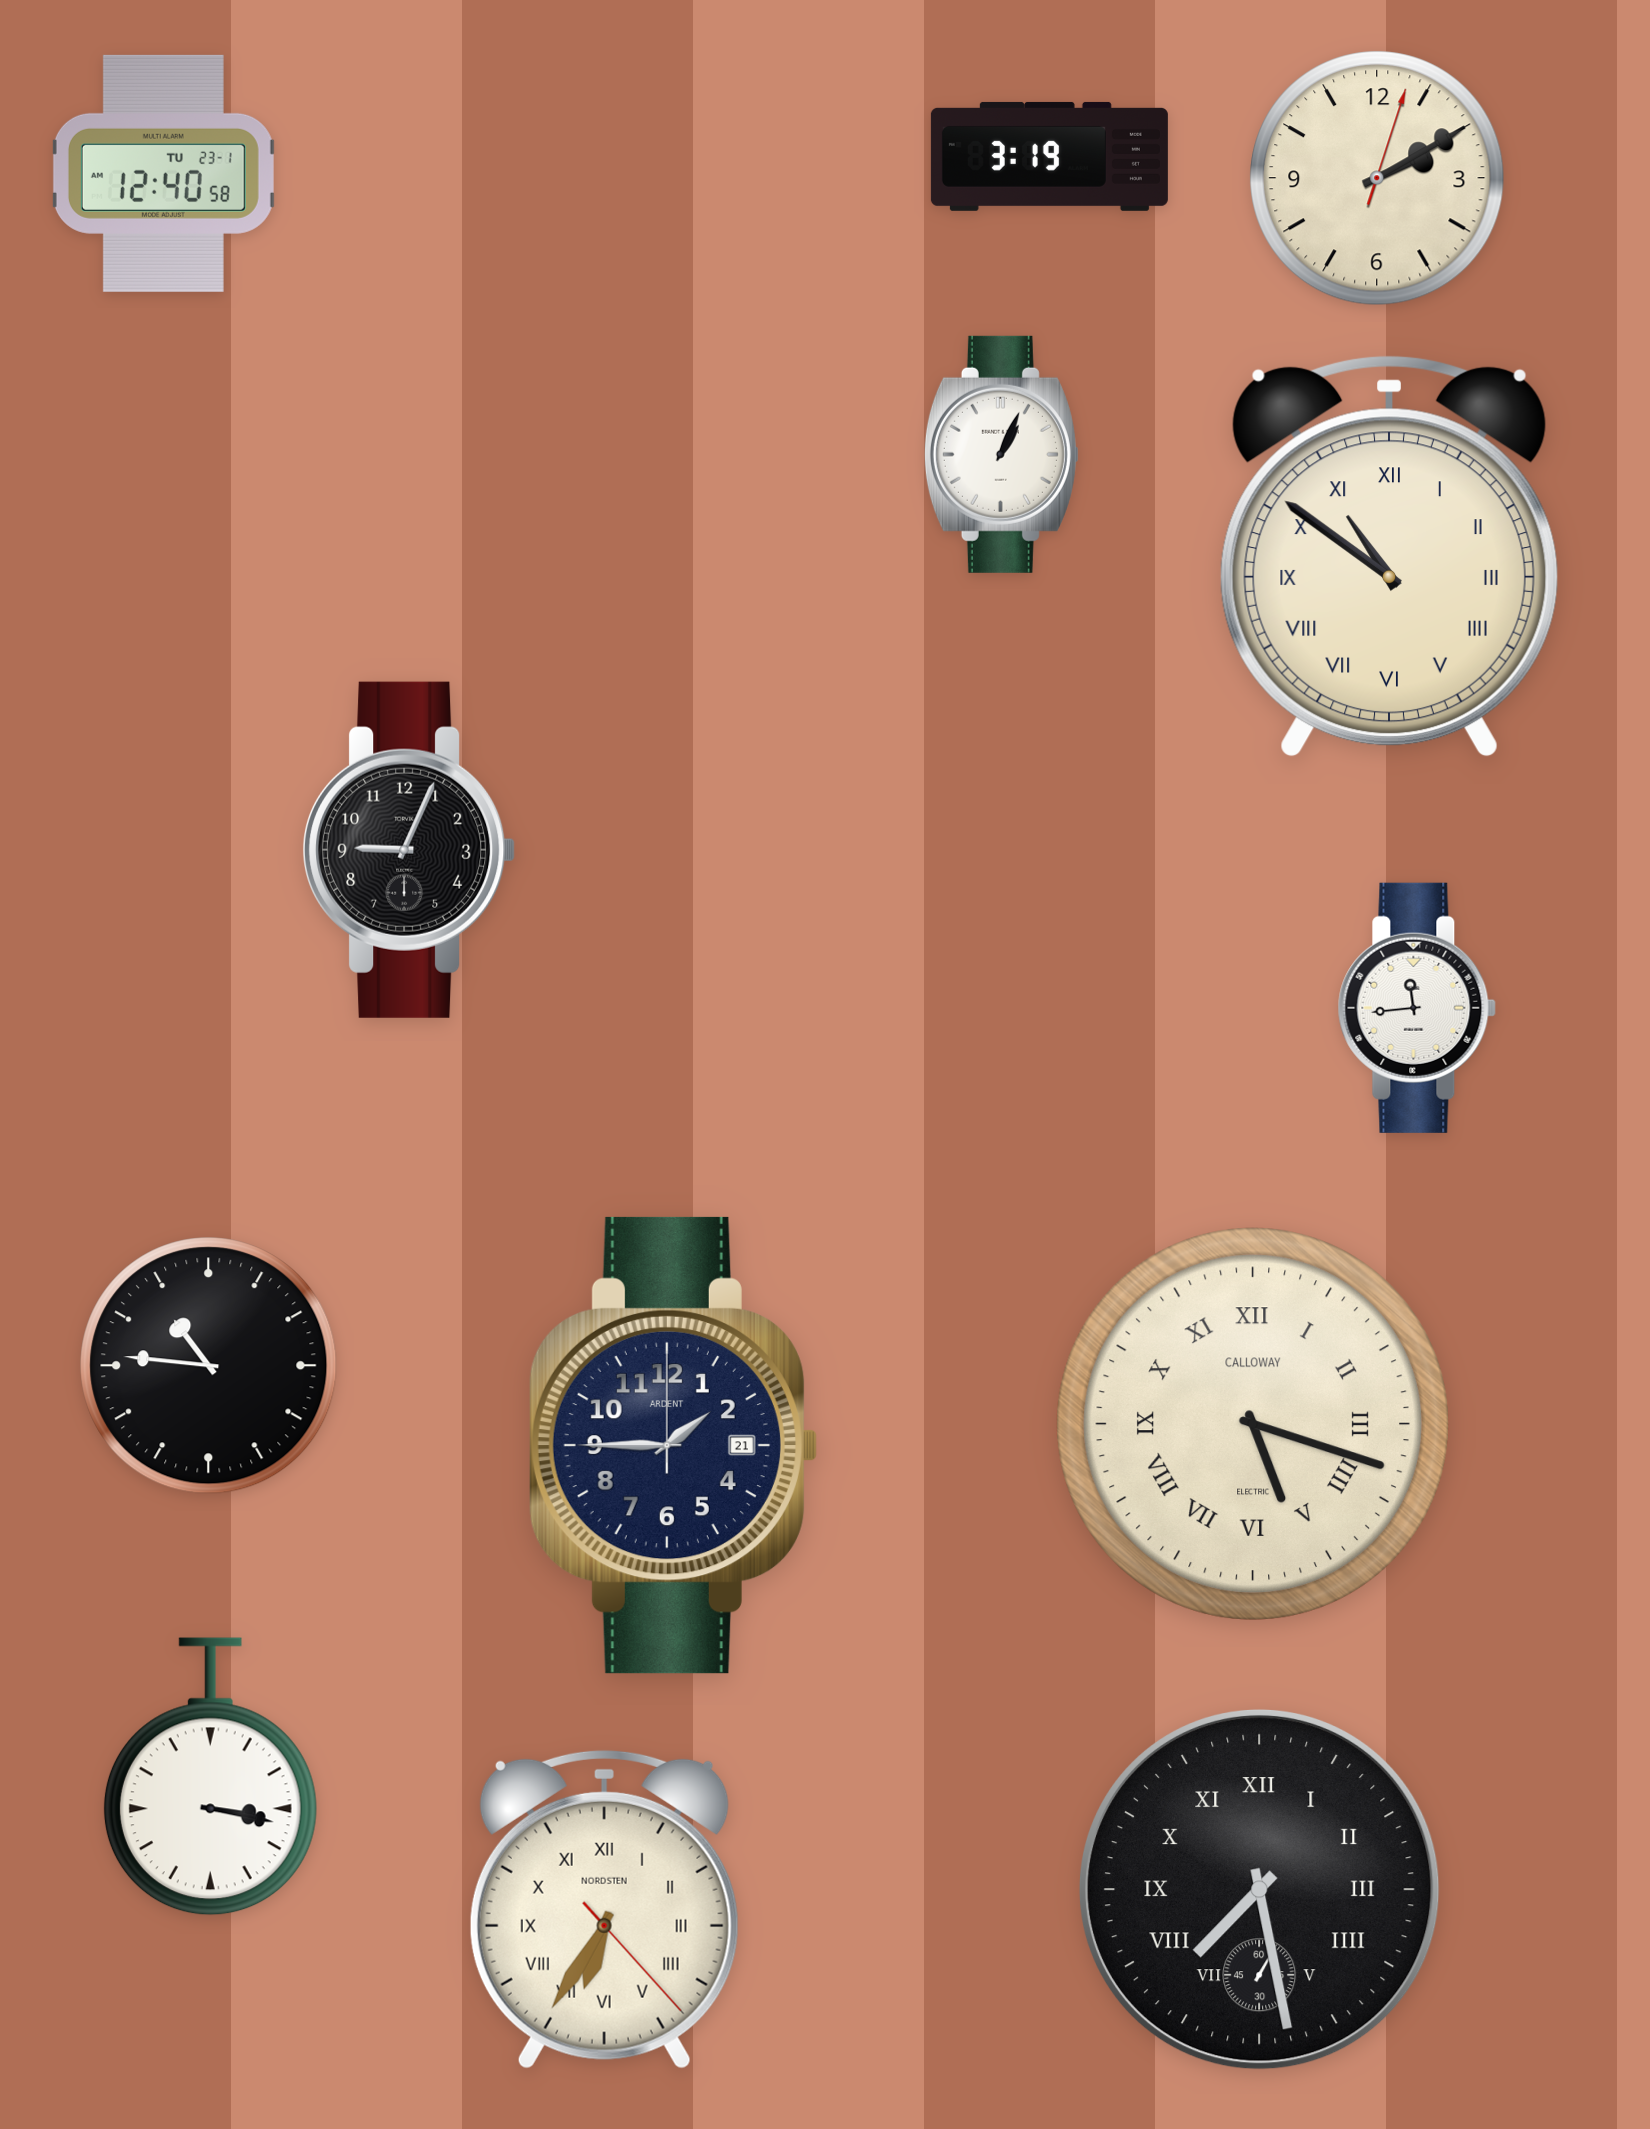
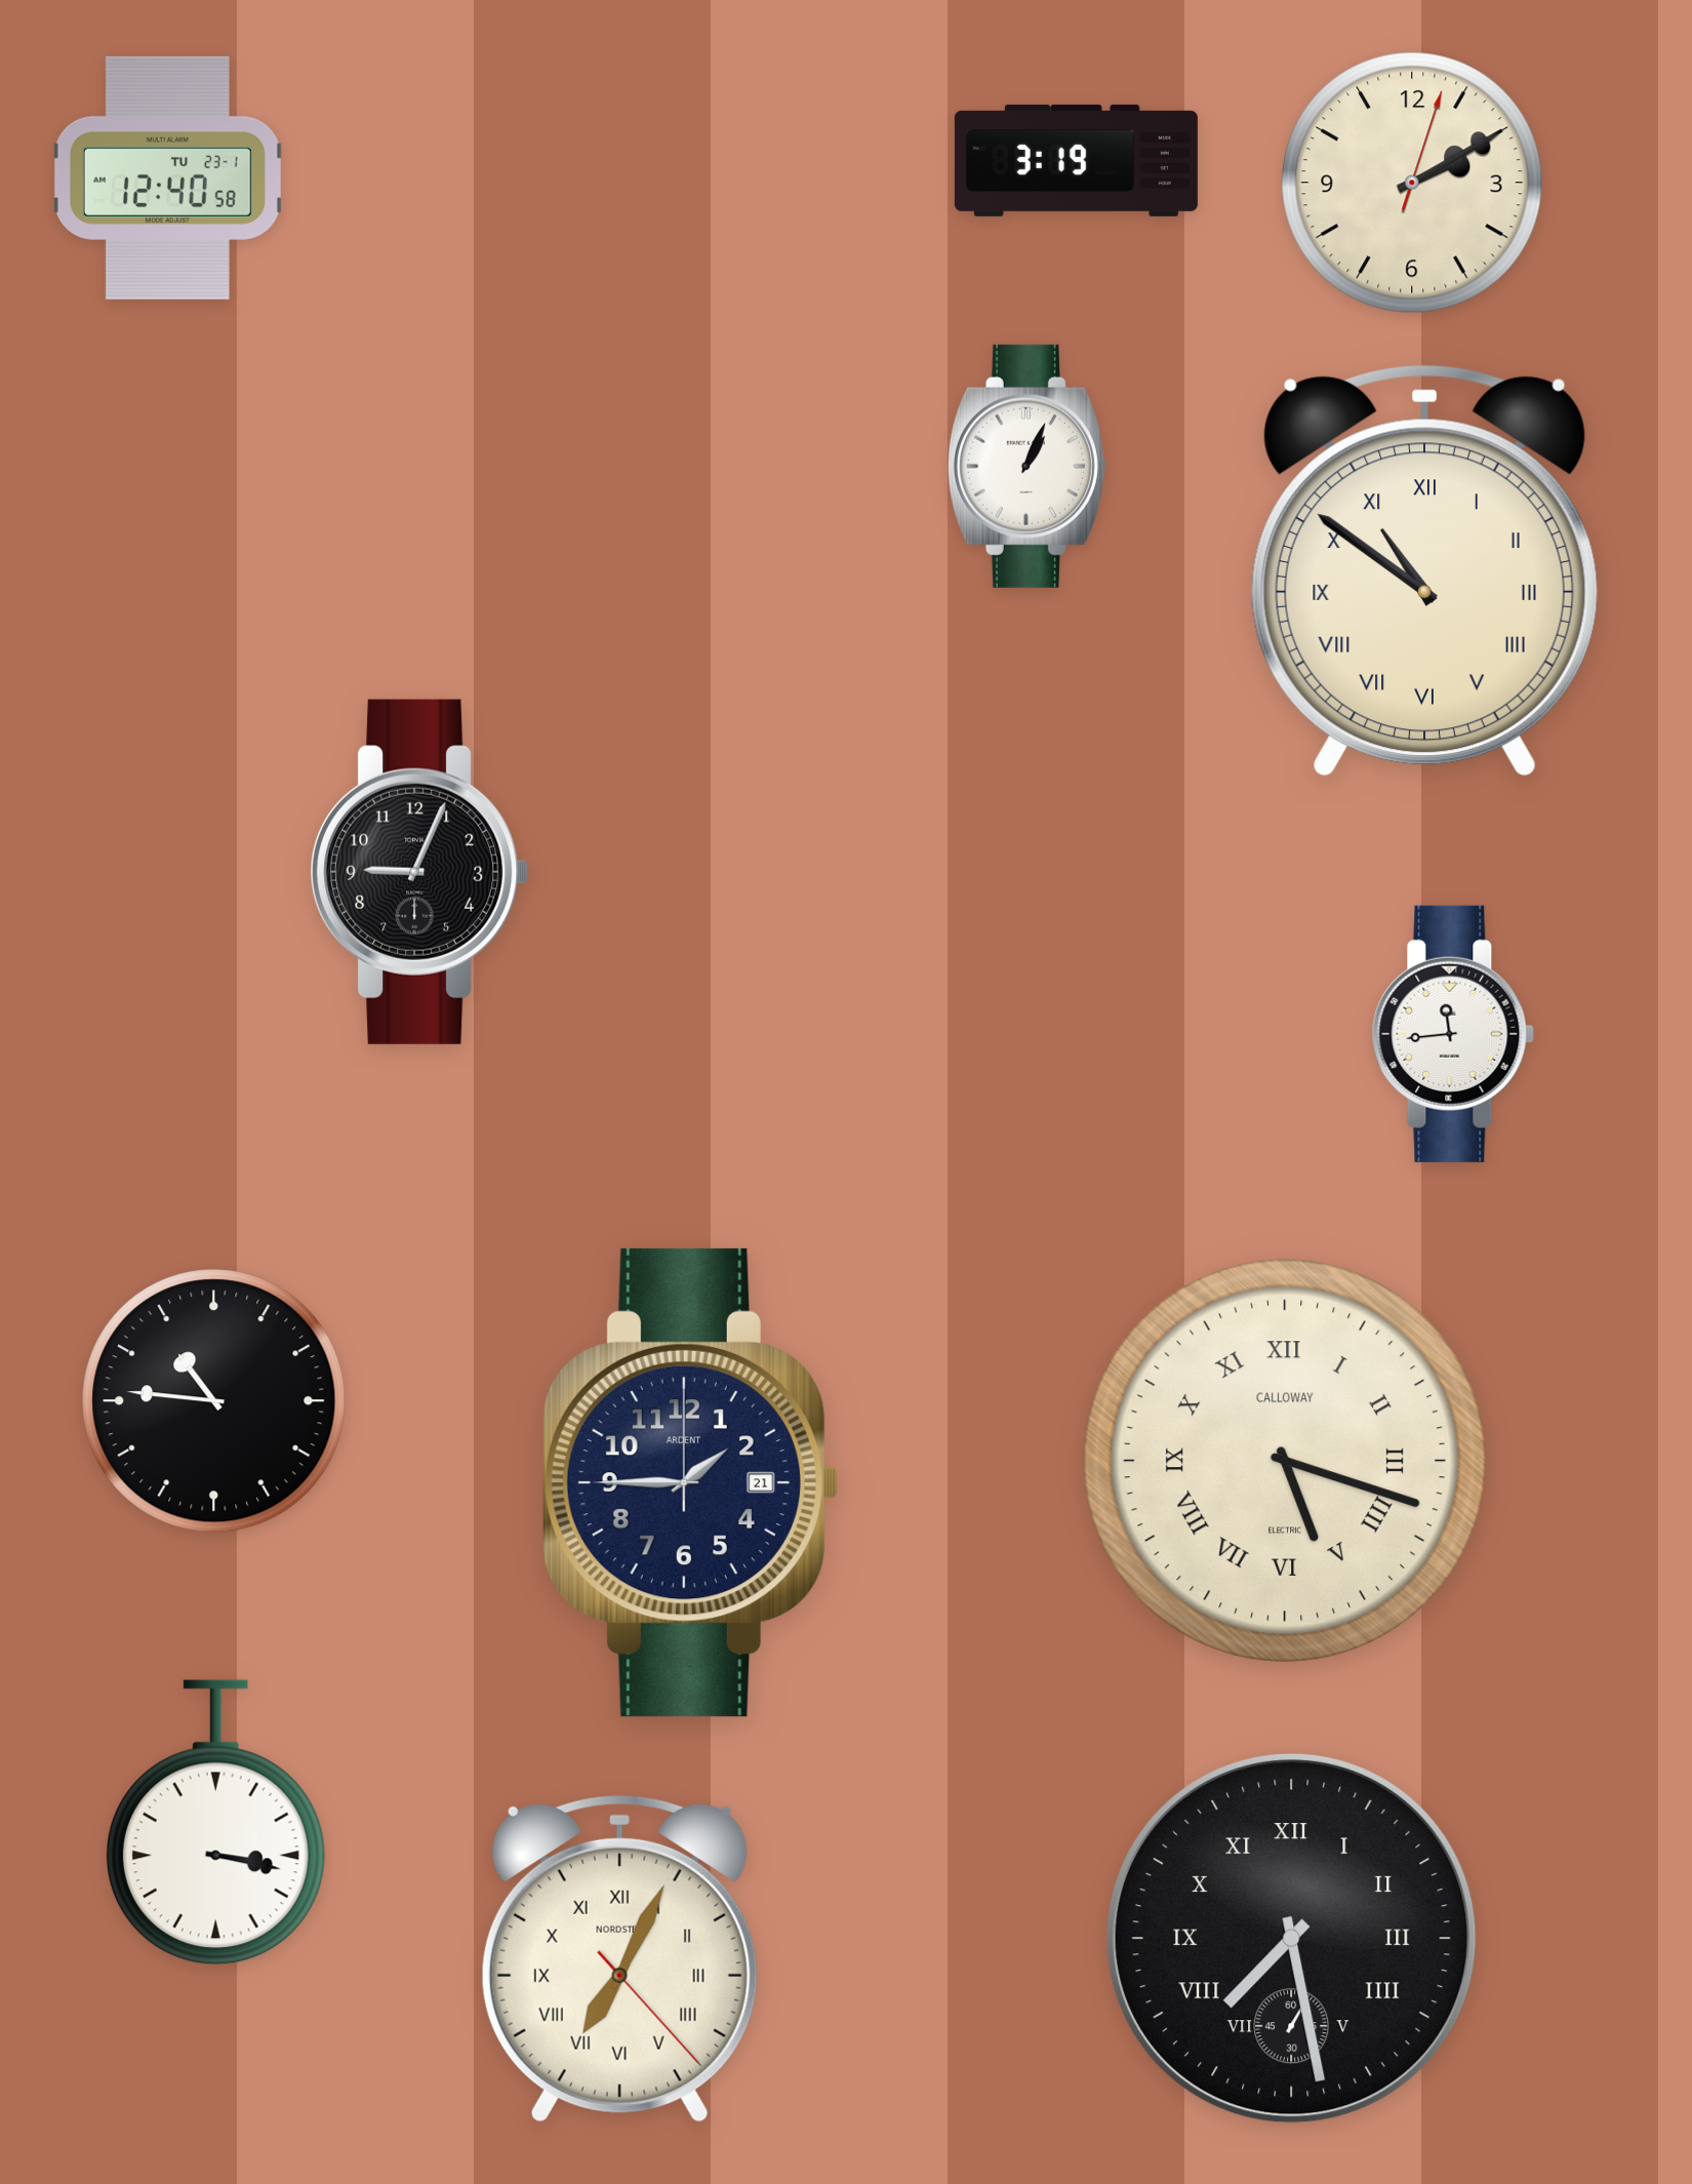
clock at (604, 1909): 6:35 -> 7:04
